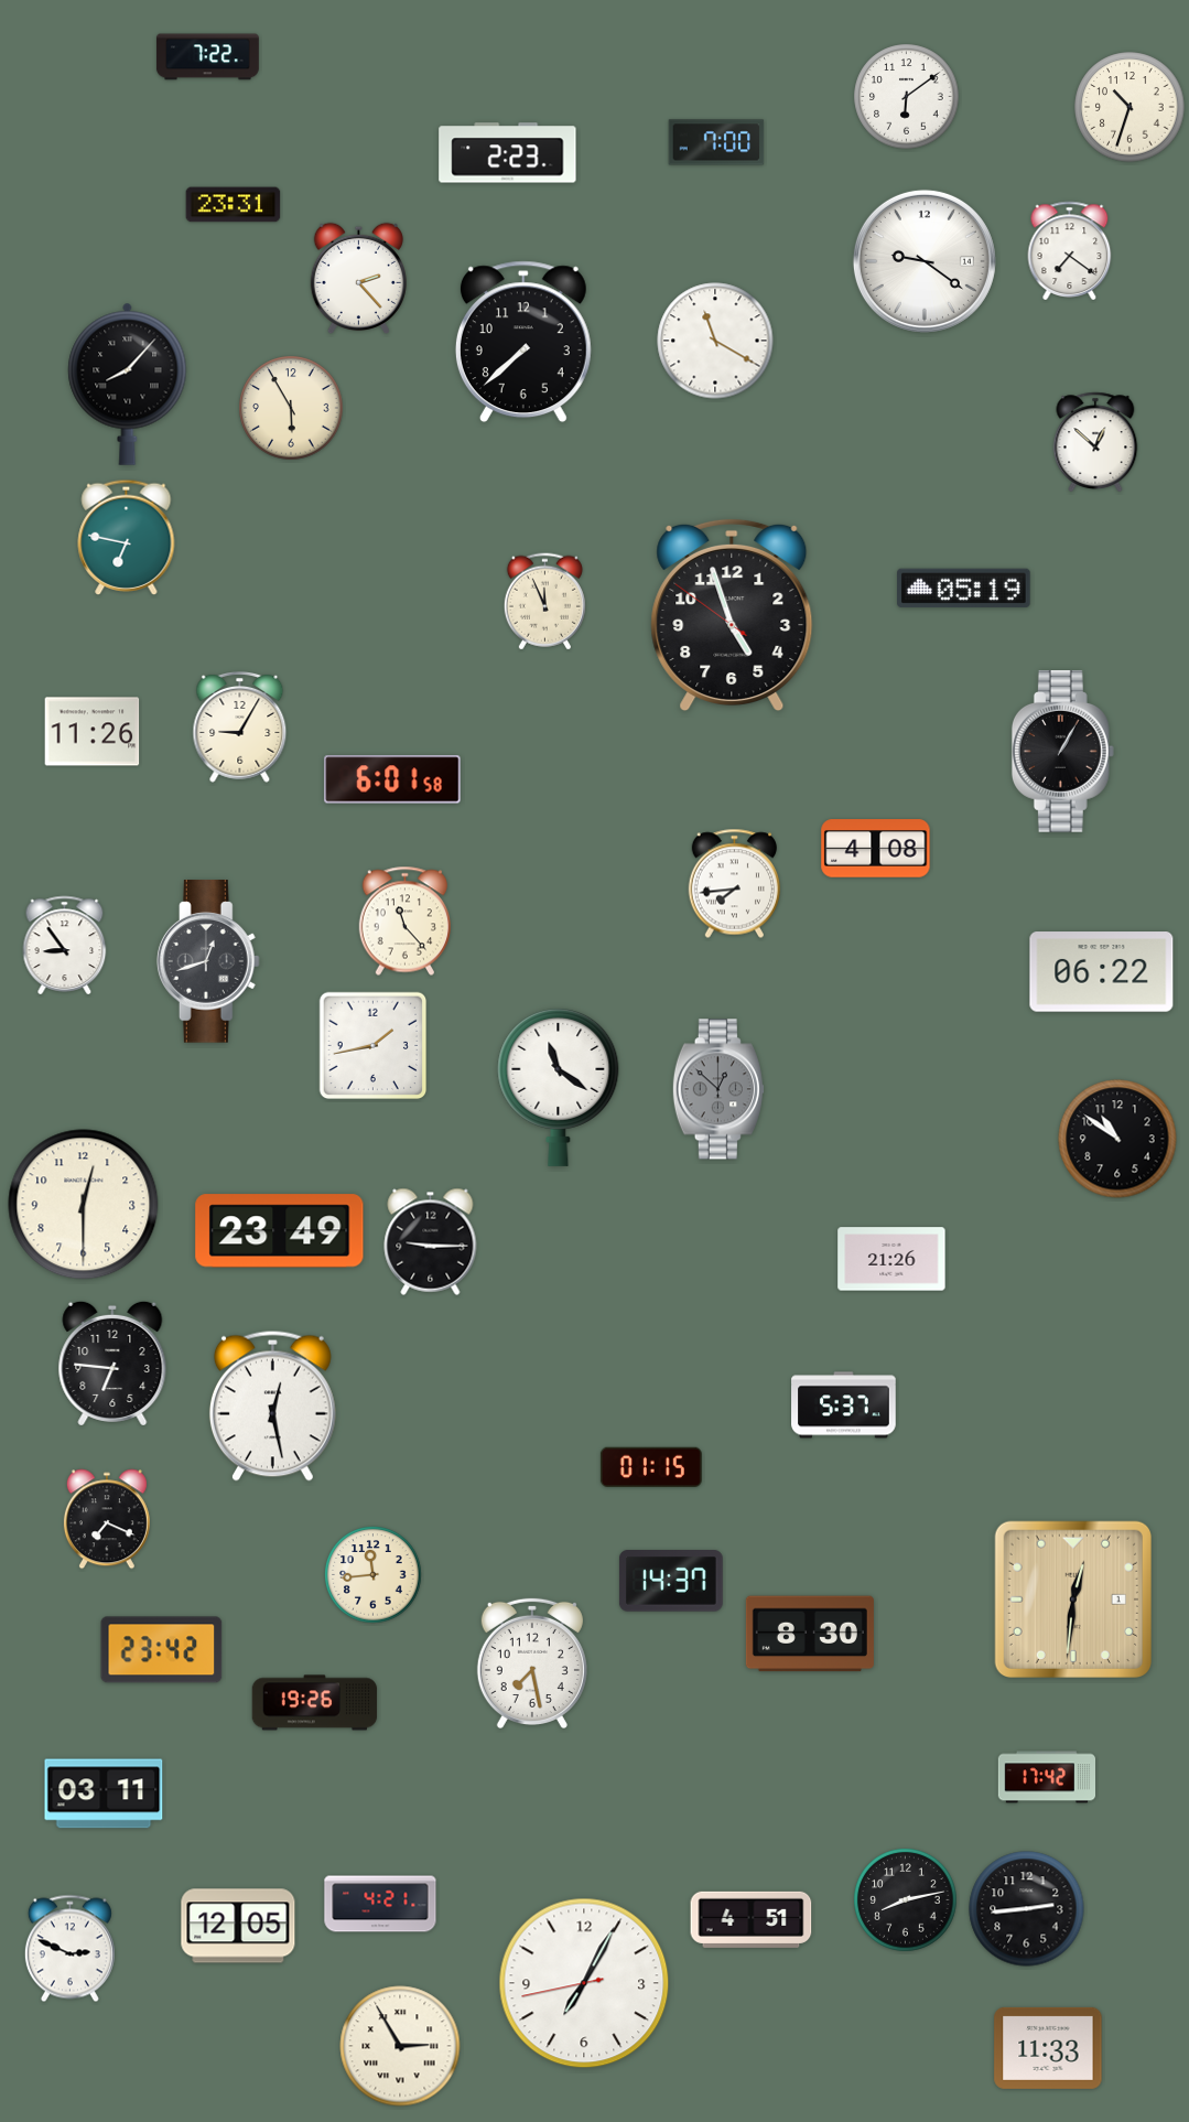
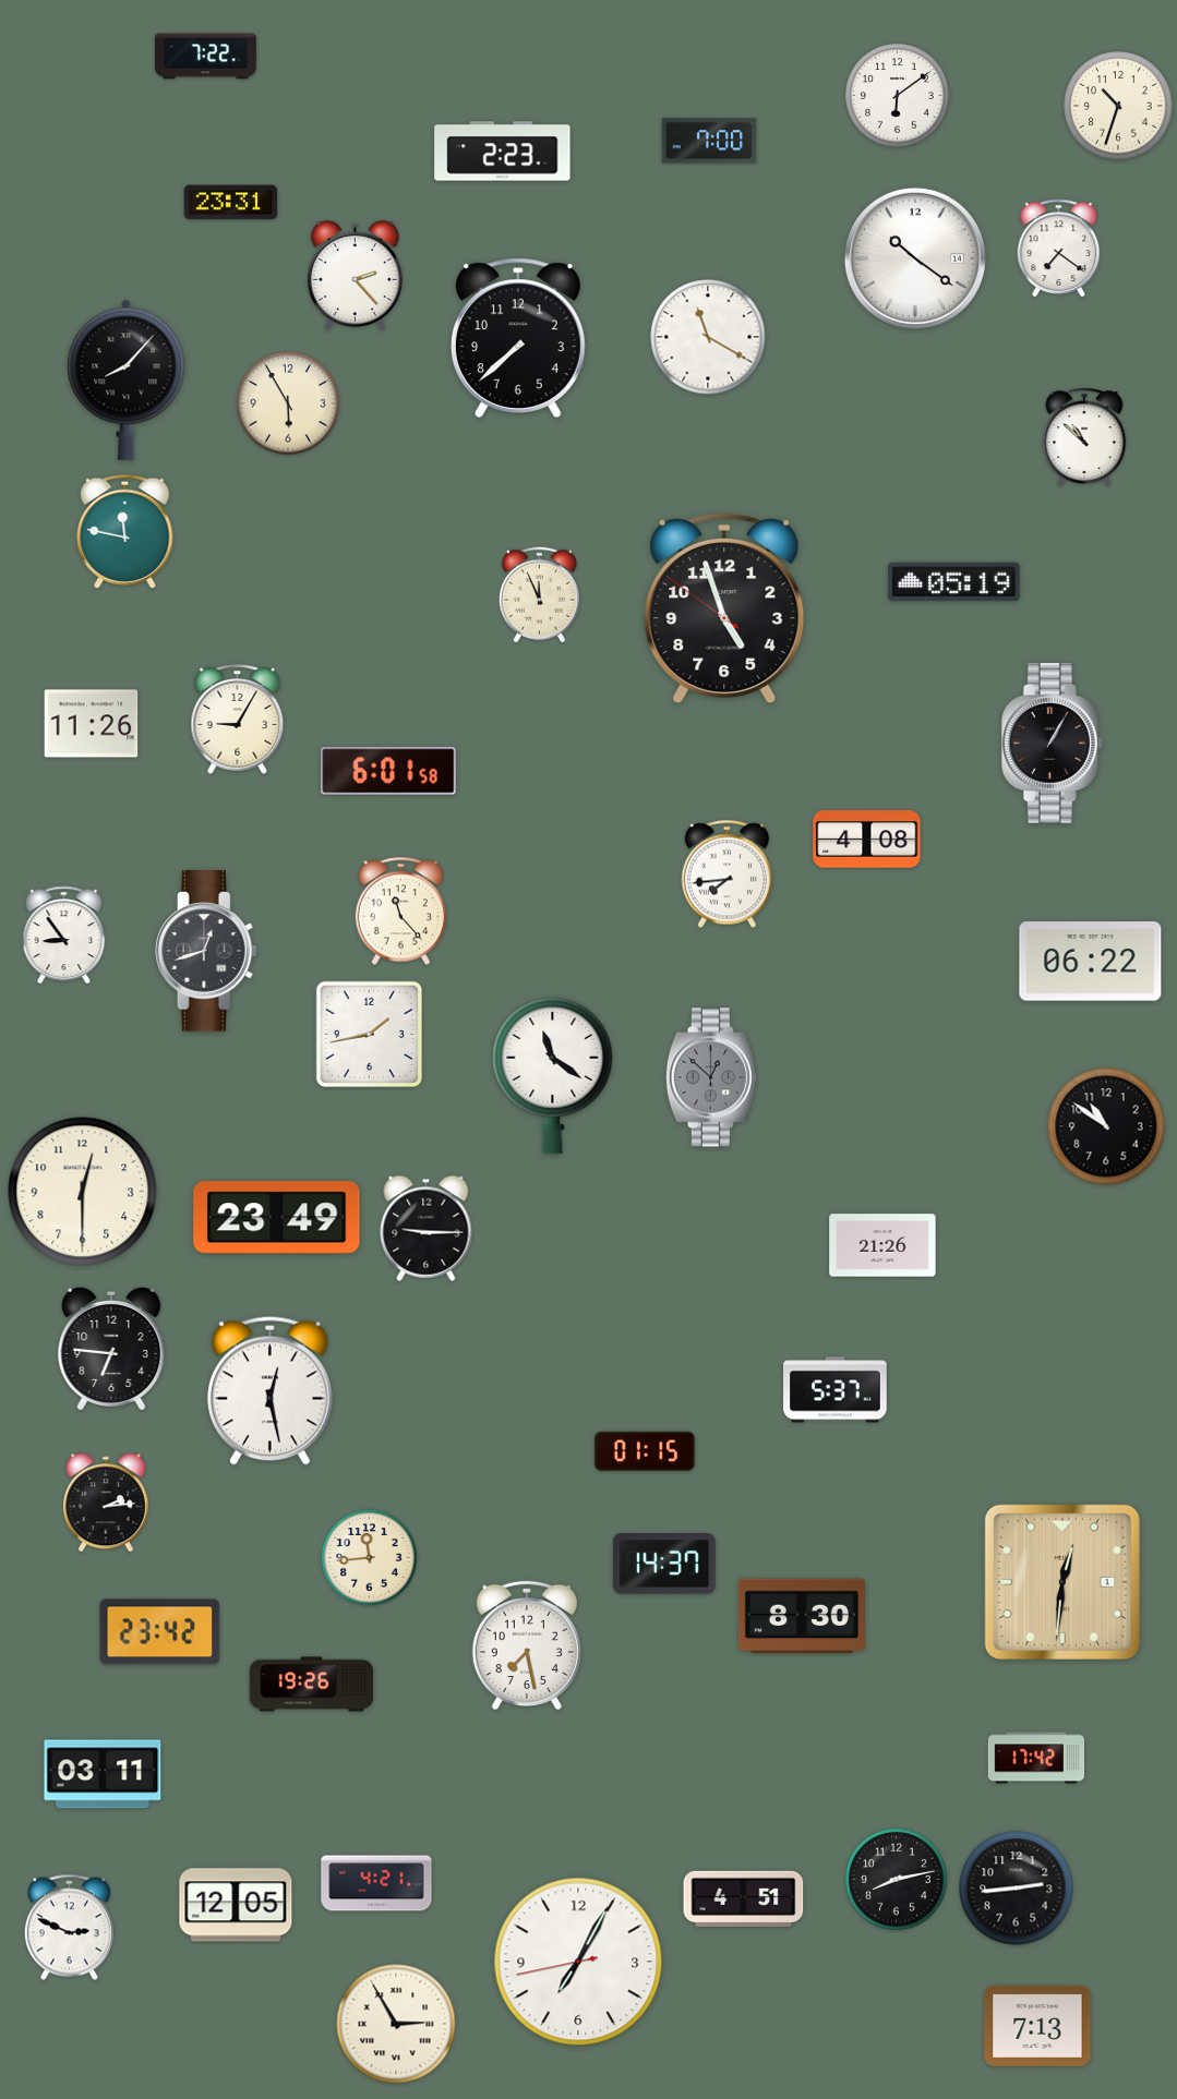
clock at (925, 261): 9:21 -> 10:21
clock at (1095, 442): 12:52 -> 10:52
clock at (127, 537): 6:47 -> 11:47
clock at (107, 1519): 7:19 -> 2:14
clock at (1048, 2048): 11:33 -> 7:13
